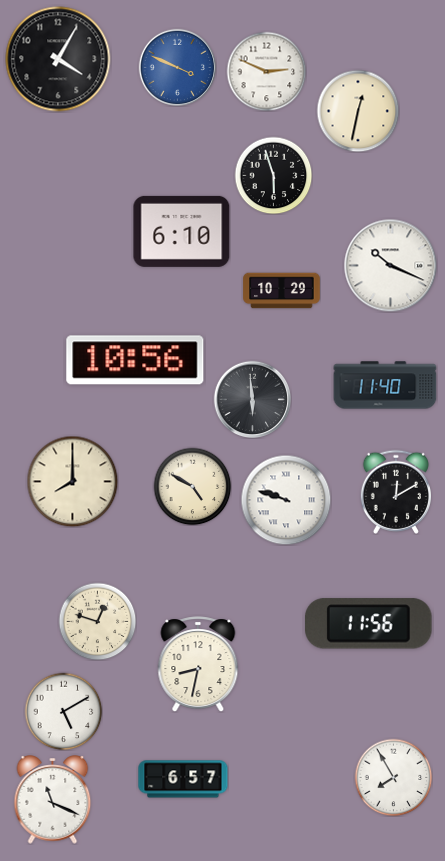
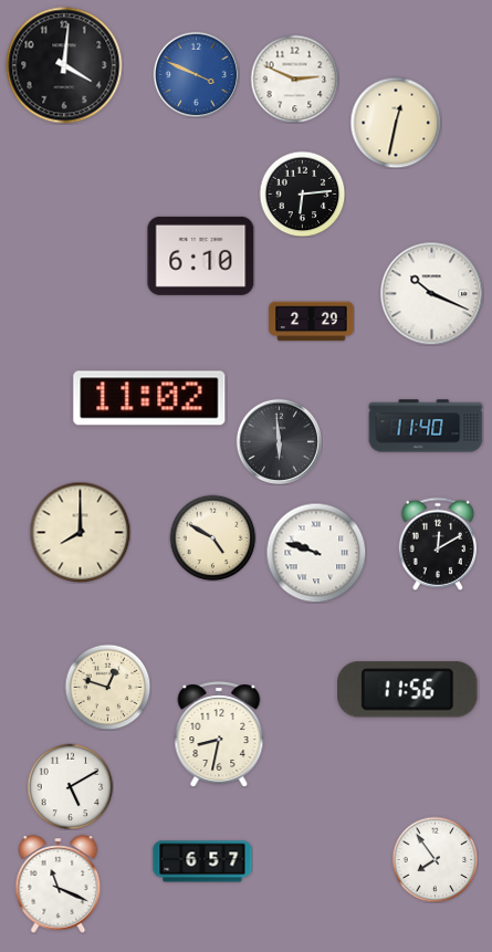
clock at (58, 59): 4:05 -> 4:01
clock at (273, 175): 5:57 -> 6:14
clock at (282, 291): 10:29 -> 2:29
clock at (135, 360): 10:56 -> 11:02
clock at (393, 777): 7:55 -> 7:54
